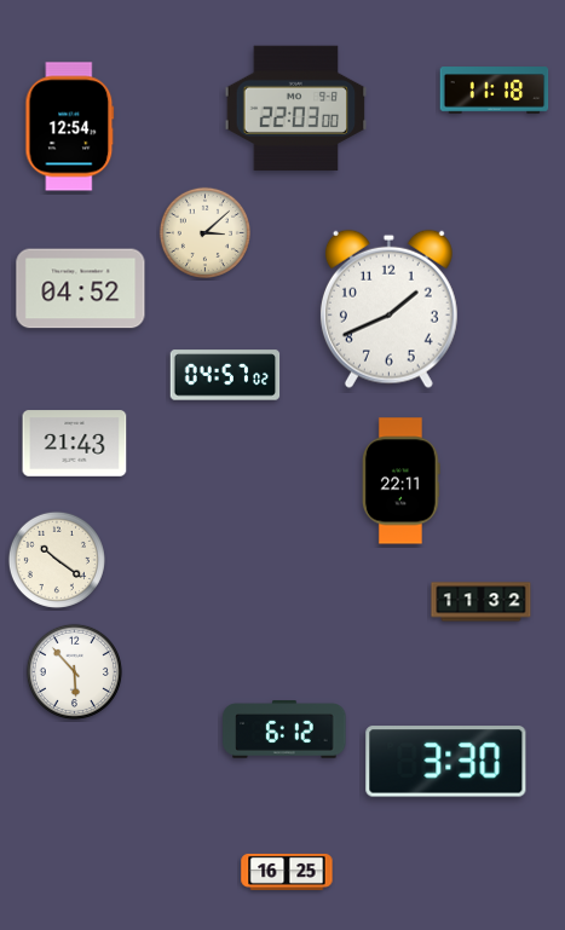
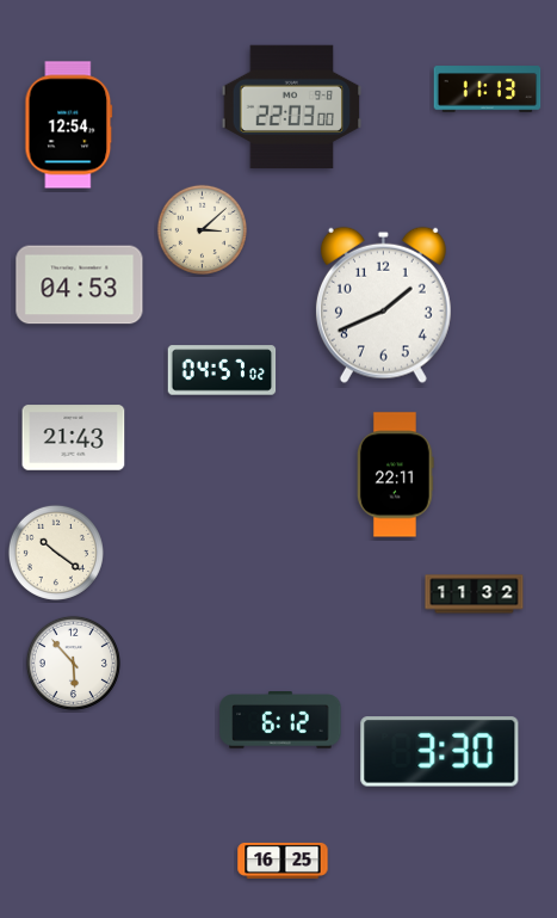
clock at (495, 91): 11:18 -> 11:13
clock at (81, 289): 04:52 -> 04:53
